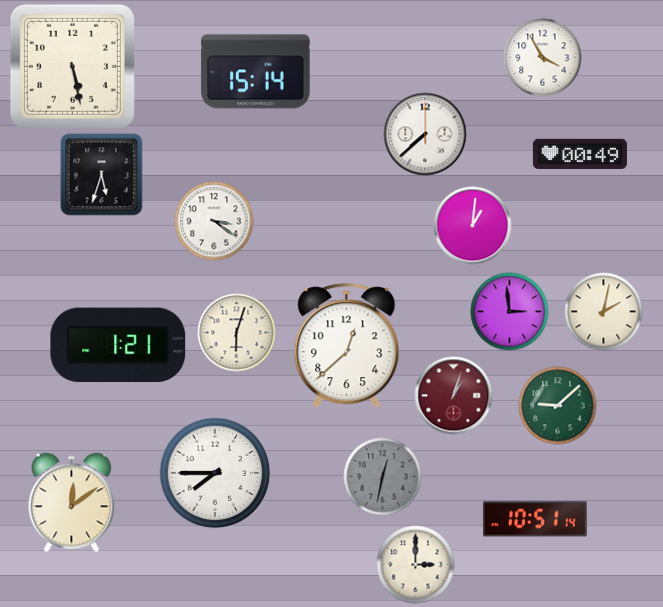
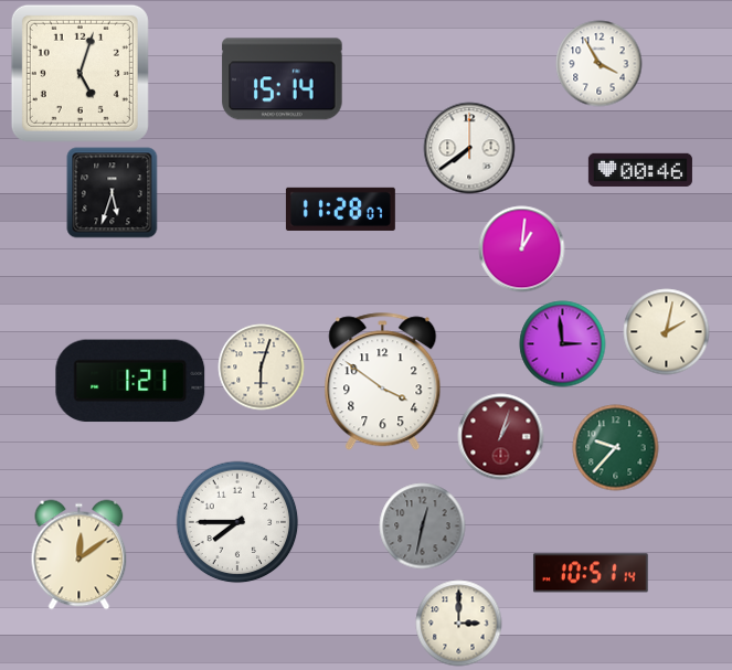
clock at (72, 66): 5:28 -> 5:03
clock at (425, 134): 7:38 -> 7:39
clock at (580, 154): 00:49 -> 00:46
clock at (340, 209): none -> 11:28
clock at (214, 221): 3:21 -> none
clock at (603, 311) position: (603, 311) -> (666, 331)
clock at (347, 346): 12:38 -> 3:51
clock at (557, 405): 9:08 -> 9:37
